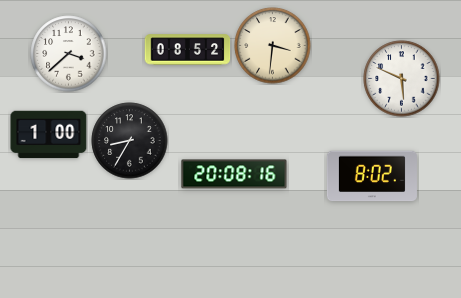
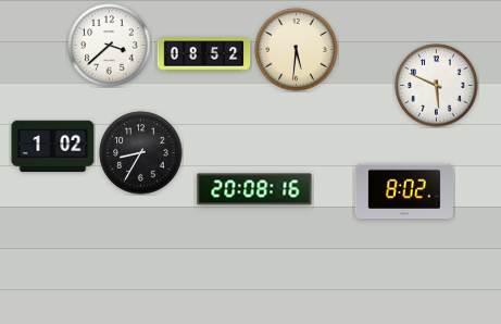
clock at (273, 46): 3:31 -> 5:31
clock at (69, 54) position: (69, 54) -> (110, 46)
clock at (49, 135): 1:00 -> 1:02
